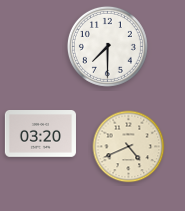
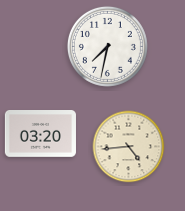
clock at (107, 46): 7:30 -> 7:32
clock at (129, 147): 4:41 -> 4:44
